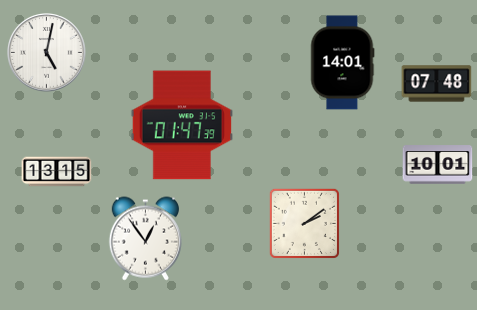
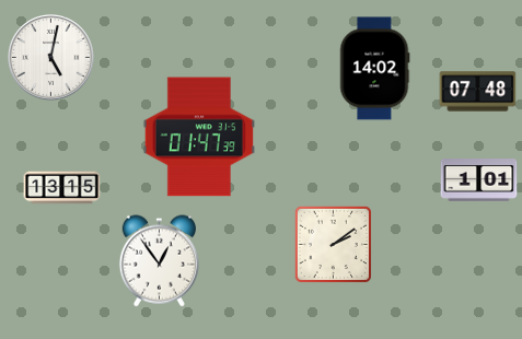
clock at (342, 63): 14:01 -> 14:02
clock at (438, 165): 10:01 -> 1:01
